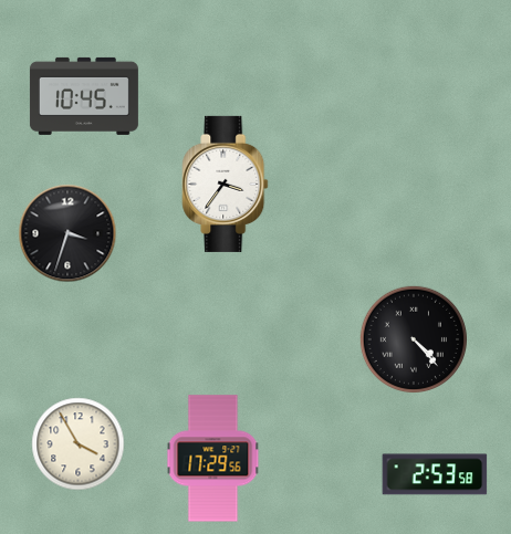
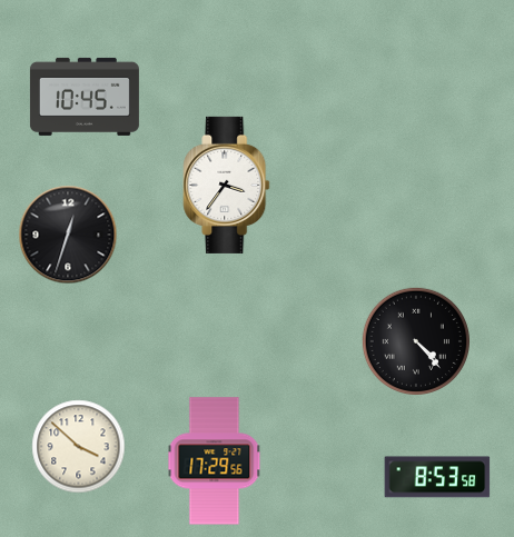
clock at (67, 233): 3:33 -> 12:33
clock at (79, 444): 3:55 -> 3:52
clock at (435, 474): 2:53 -> 8:53
